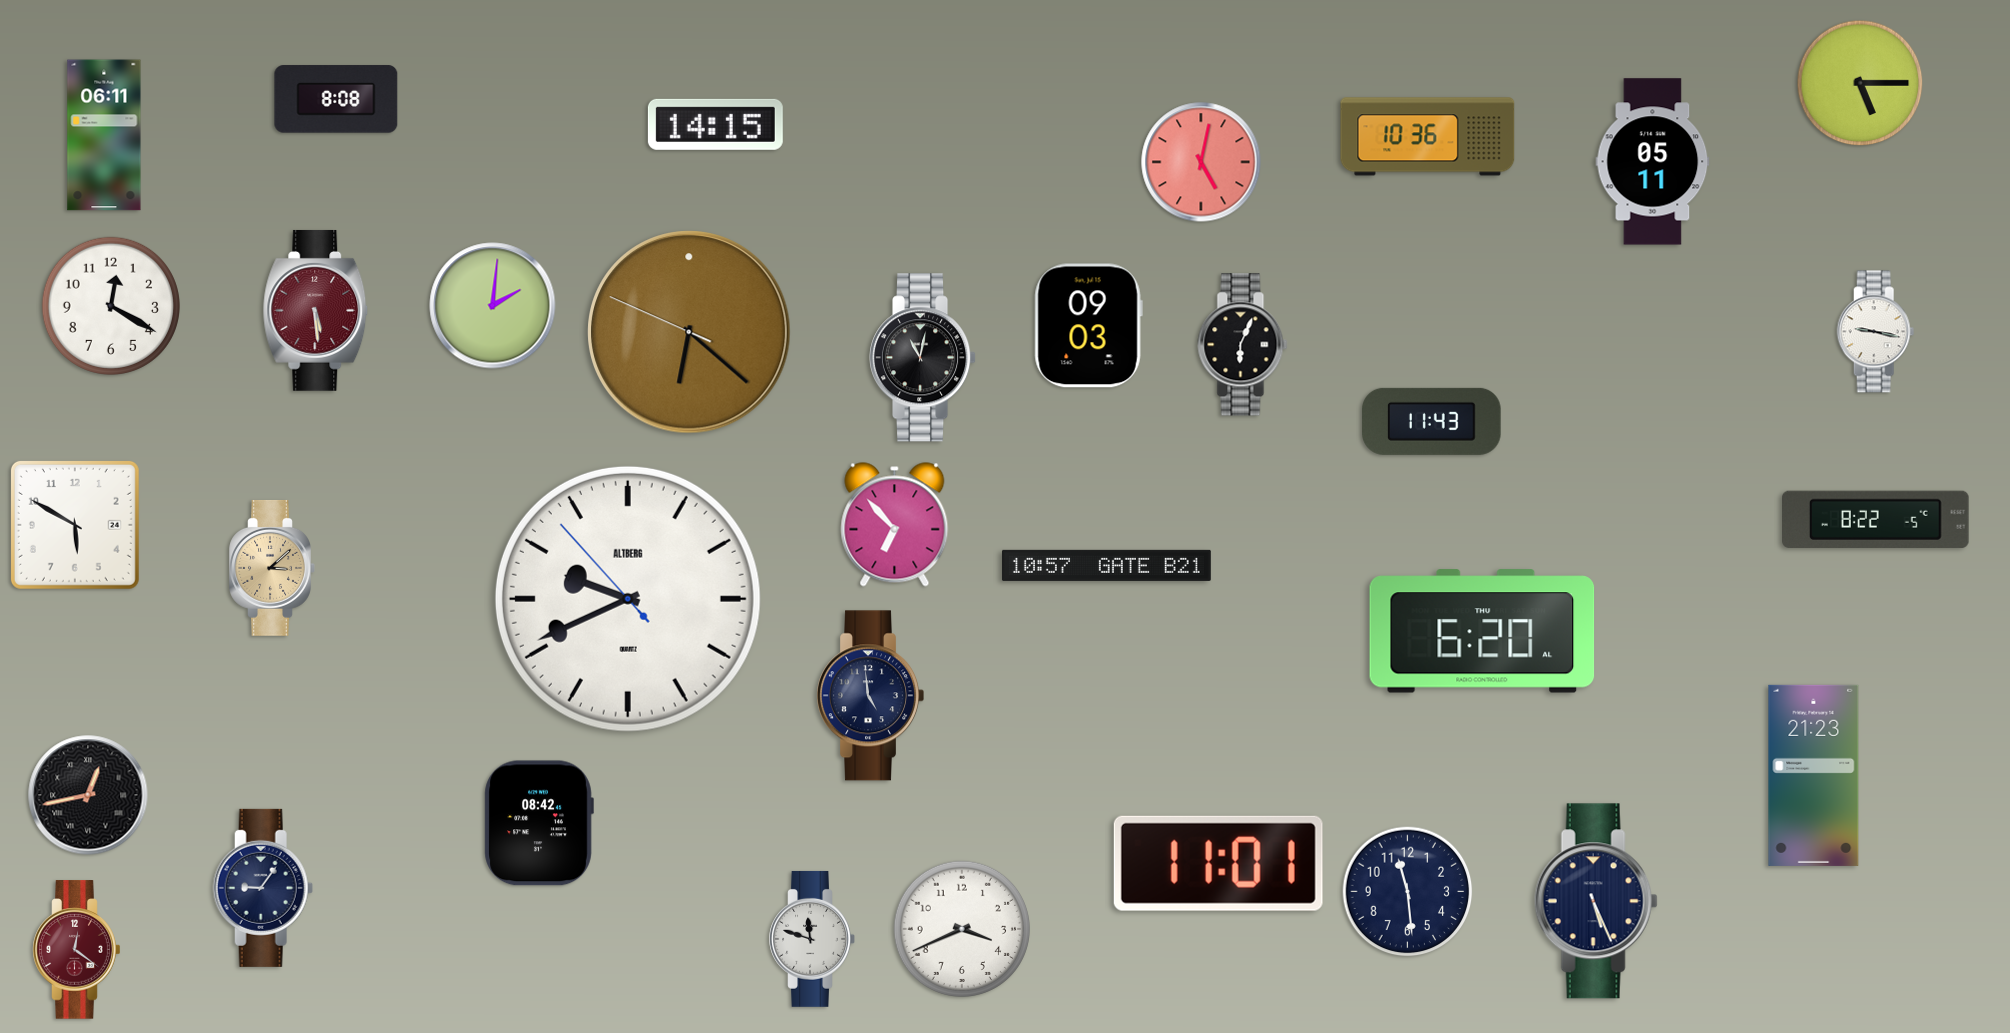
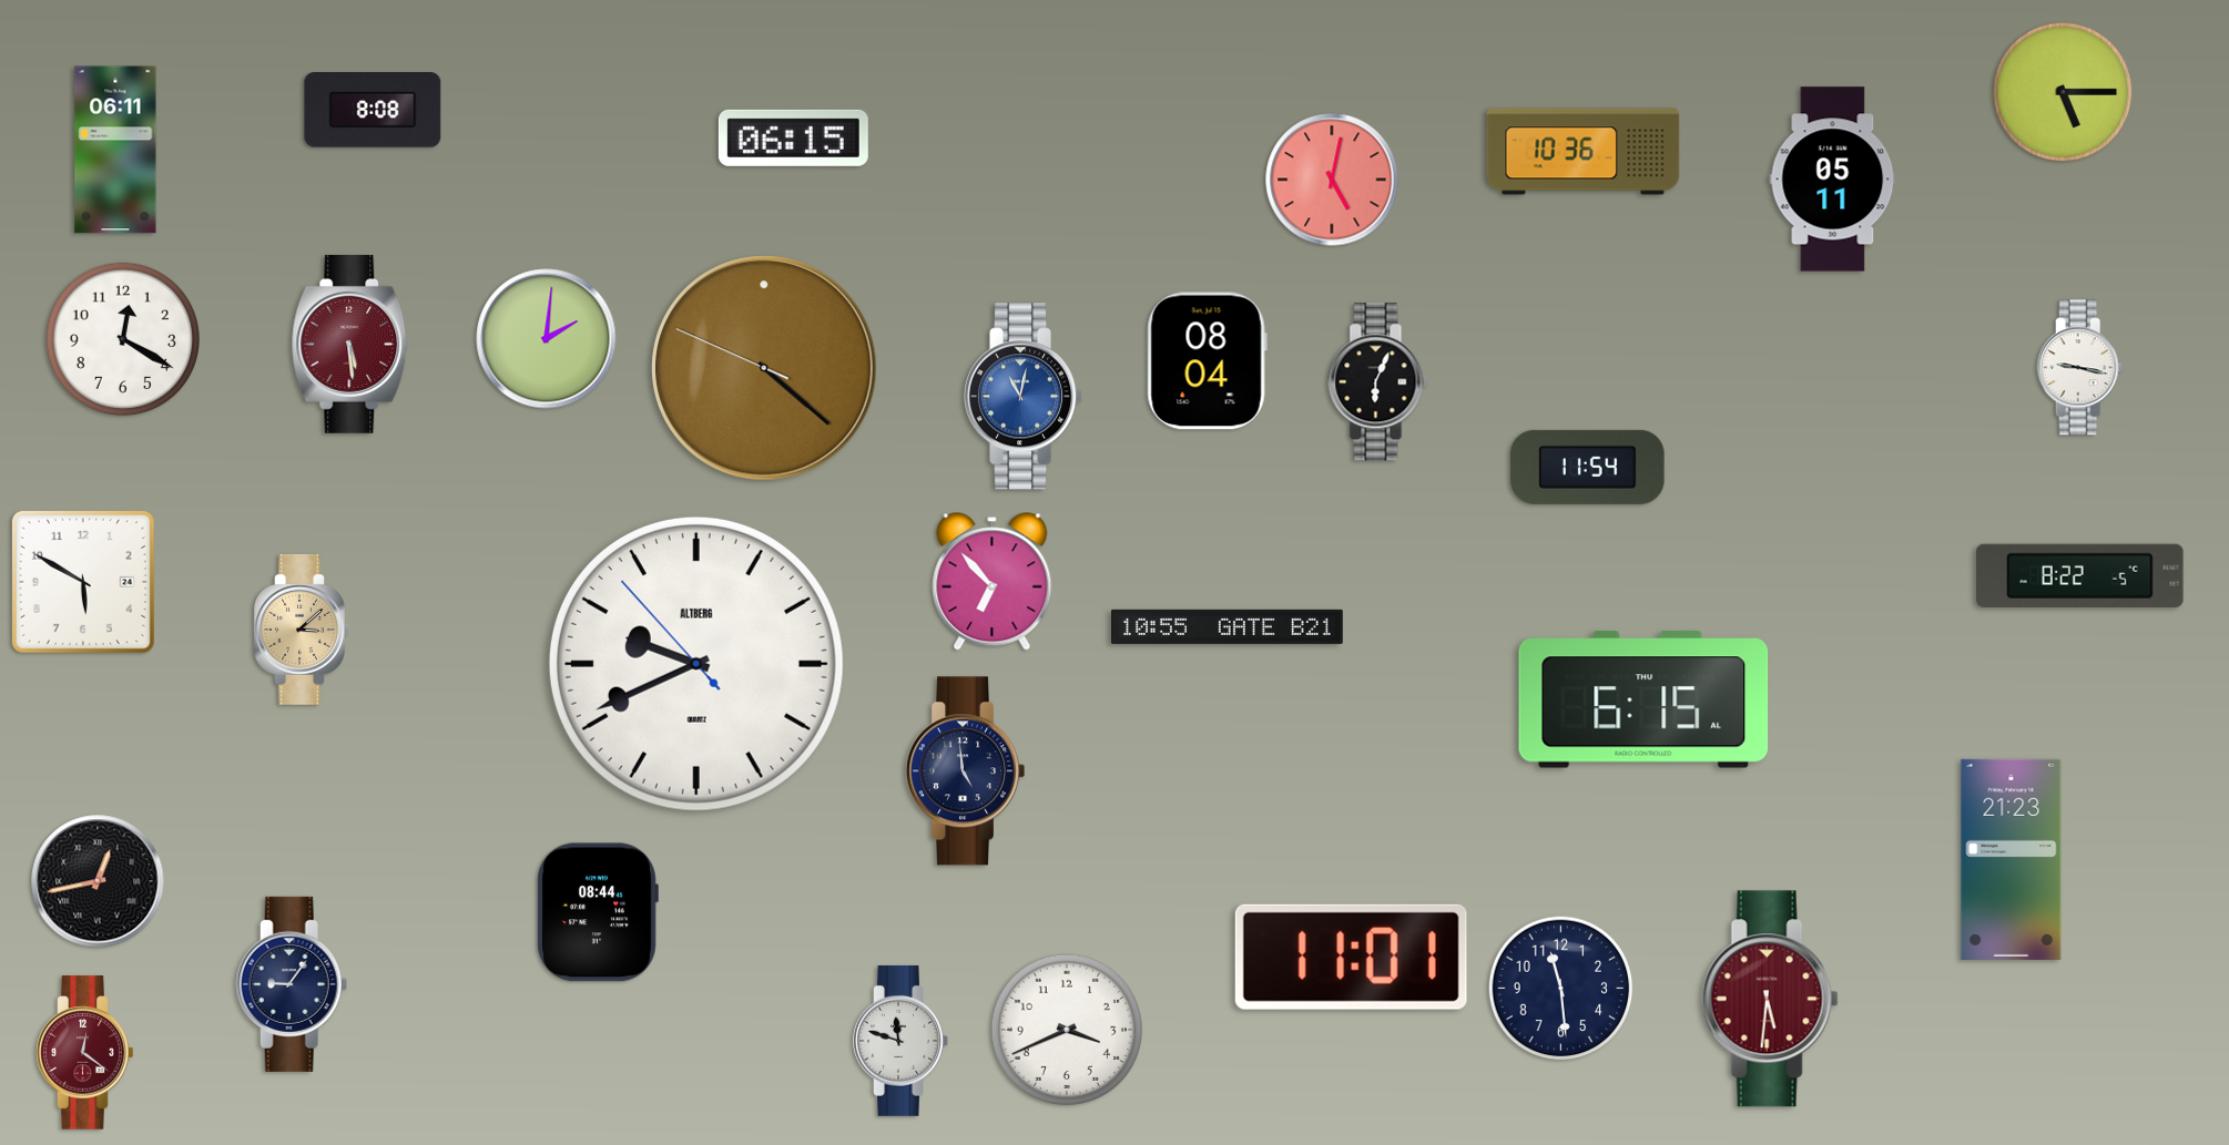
clock at (715, 124): 14:15 -> 06:15
clock at (1088, 326): 09:03 -> 08:04
clock at (689, 332): 6:21 -> 4:21
clock at (924, 358) dial: black -> blue
clock at (1432, 421): 11:43 -> 11:54
clock at (1106, 565): 10:57 -> 10:55
clock at (1482, 631): 6:20 -> 6:15
clock at (539, 823): 08:42 -> 08:44
clock at (1596, 901): 5:26 -> 5:31
clock at (1596, 901) dial: navy -> burgundy
